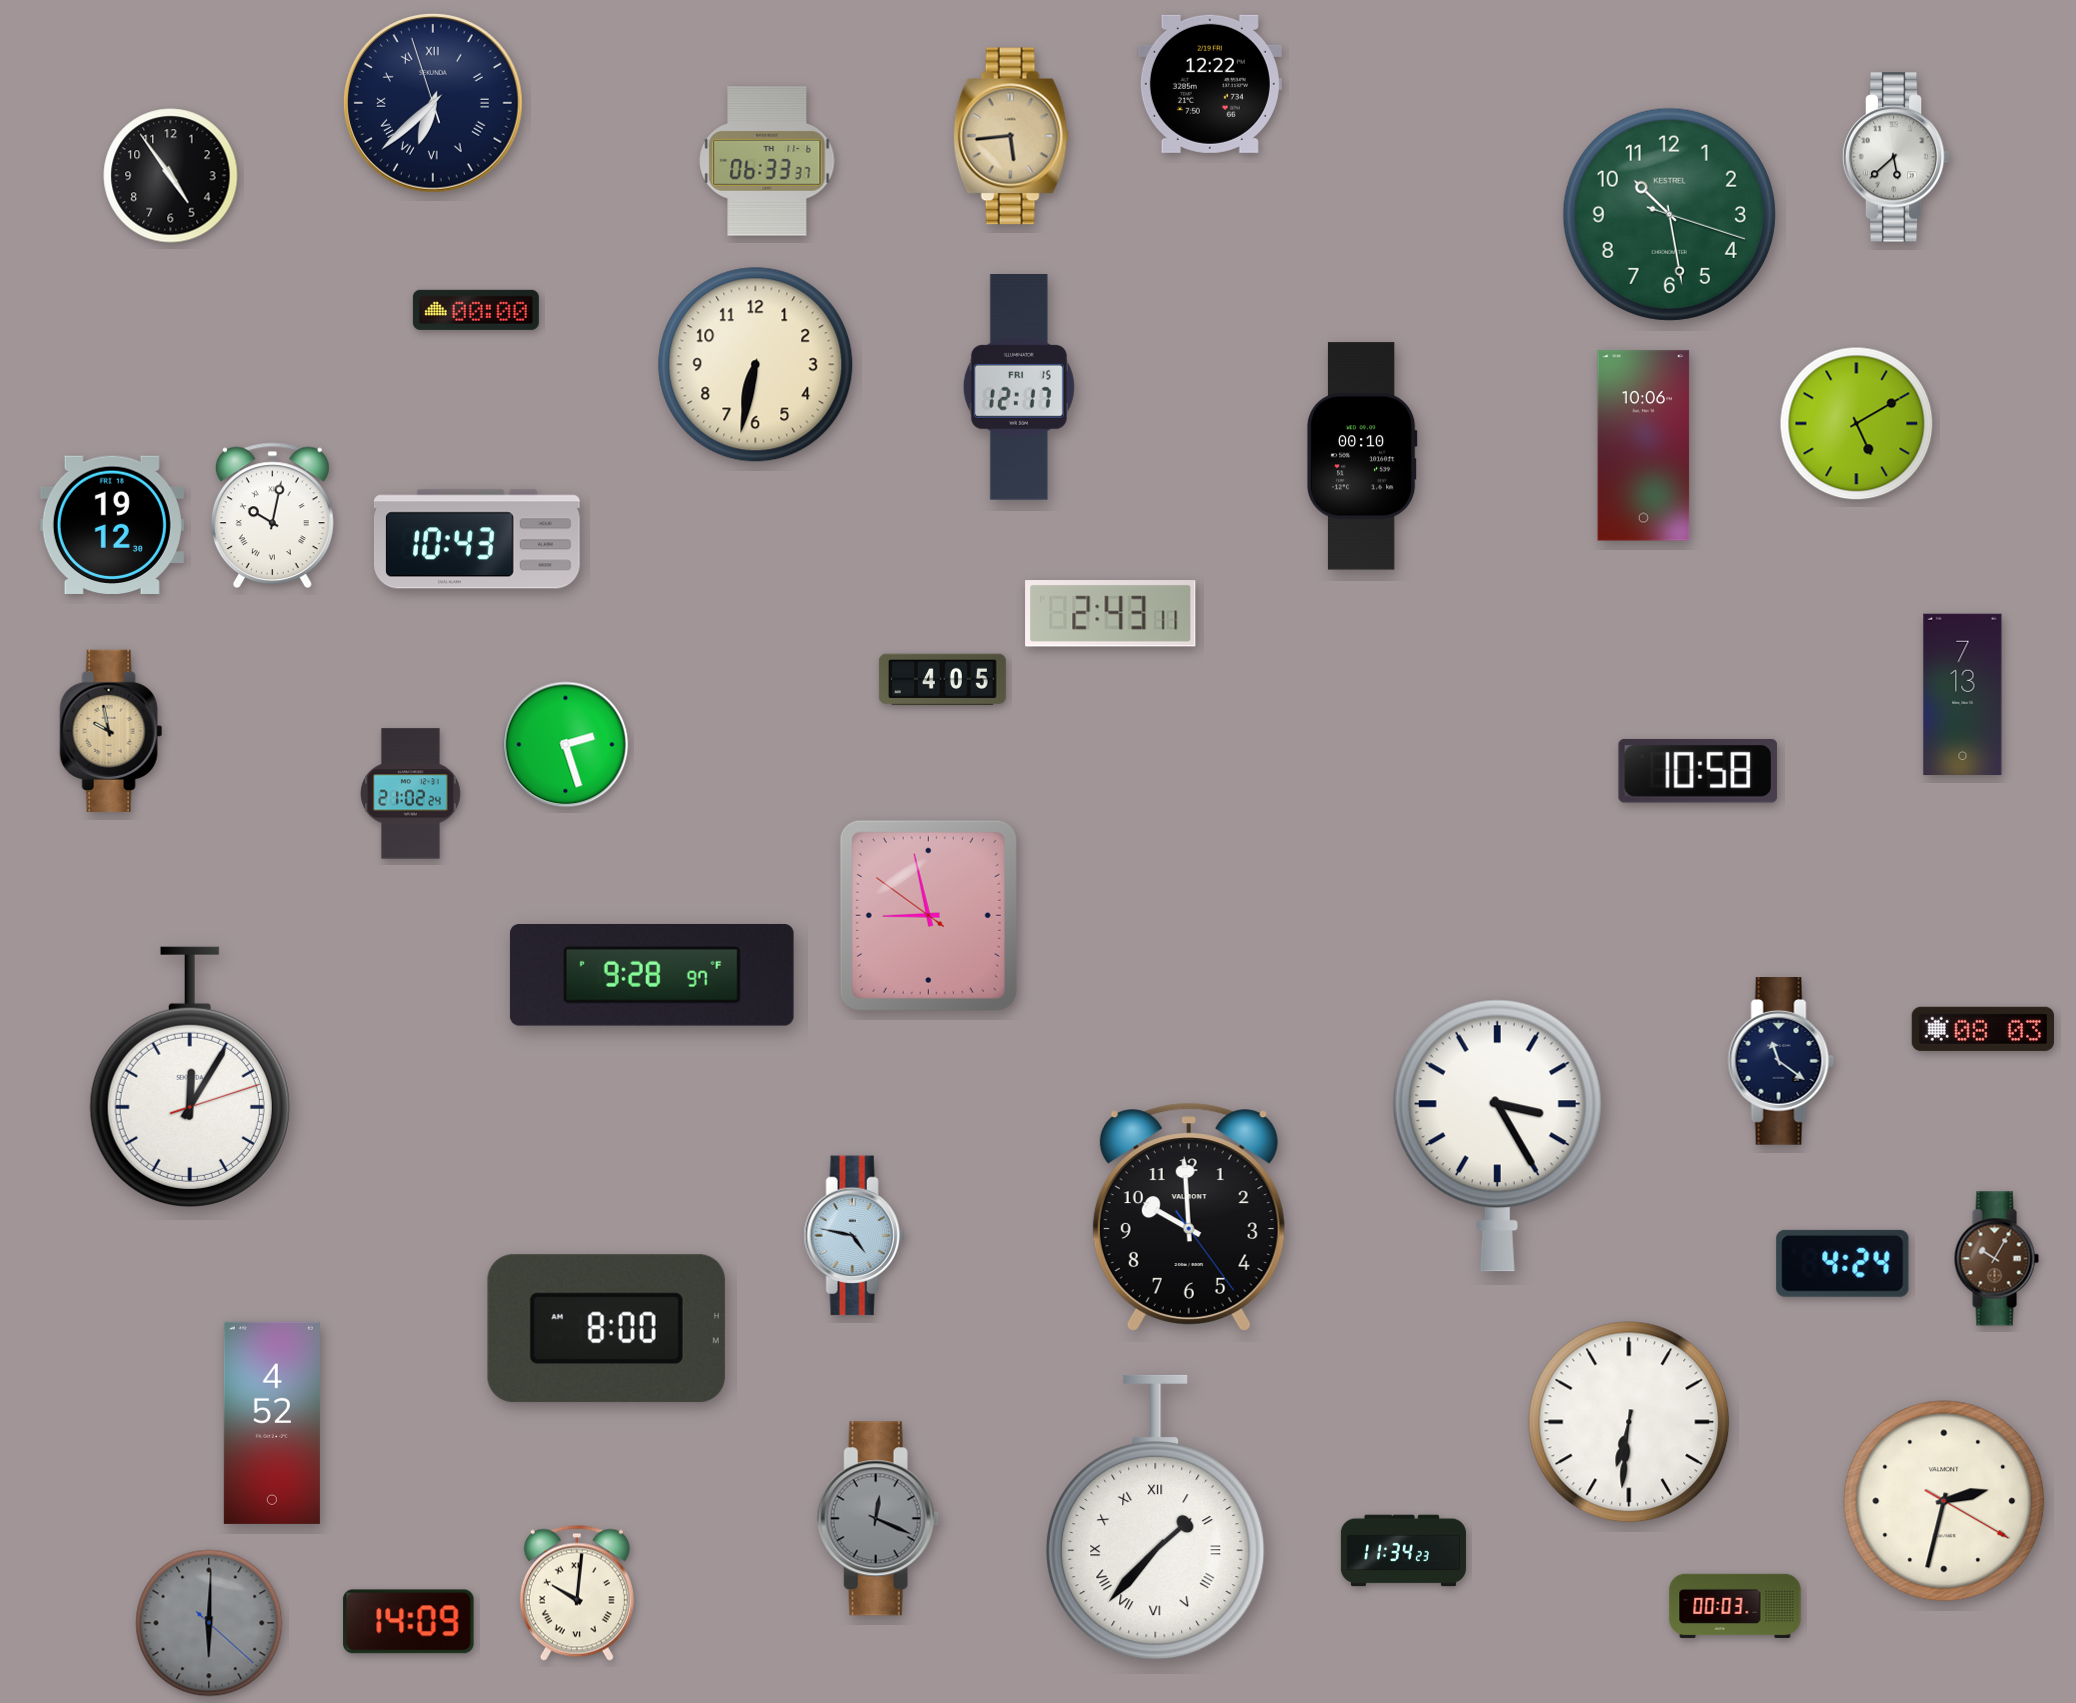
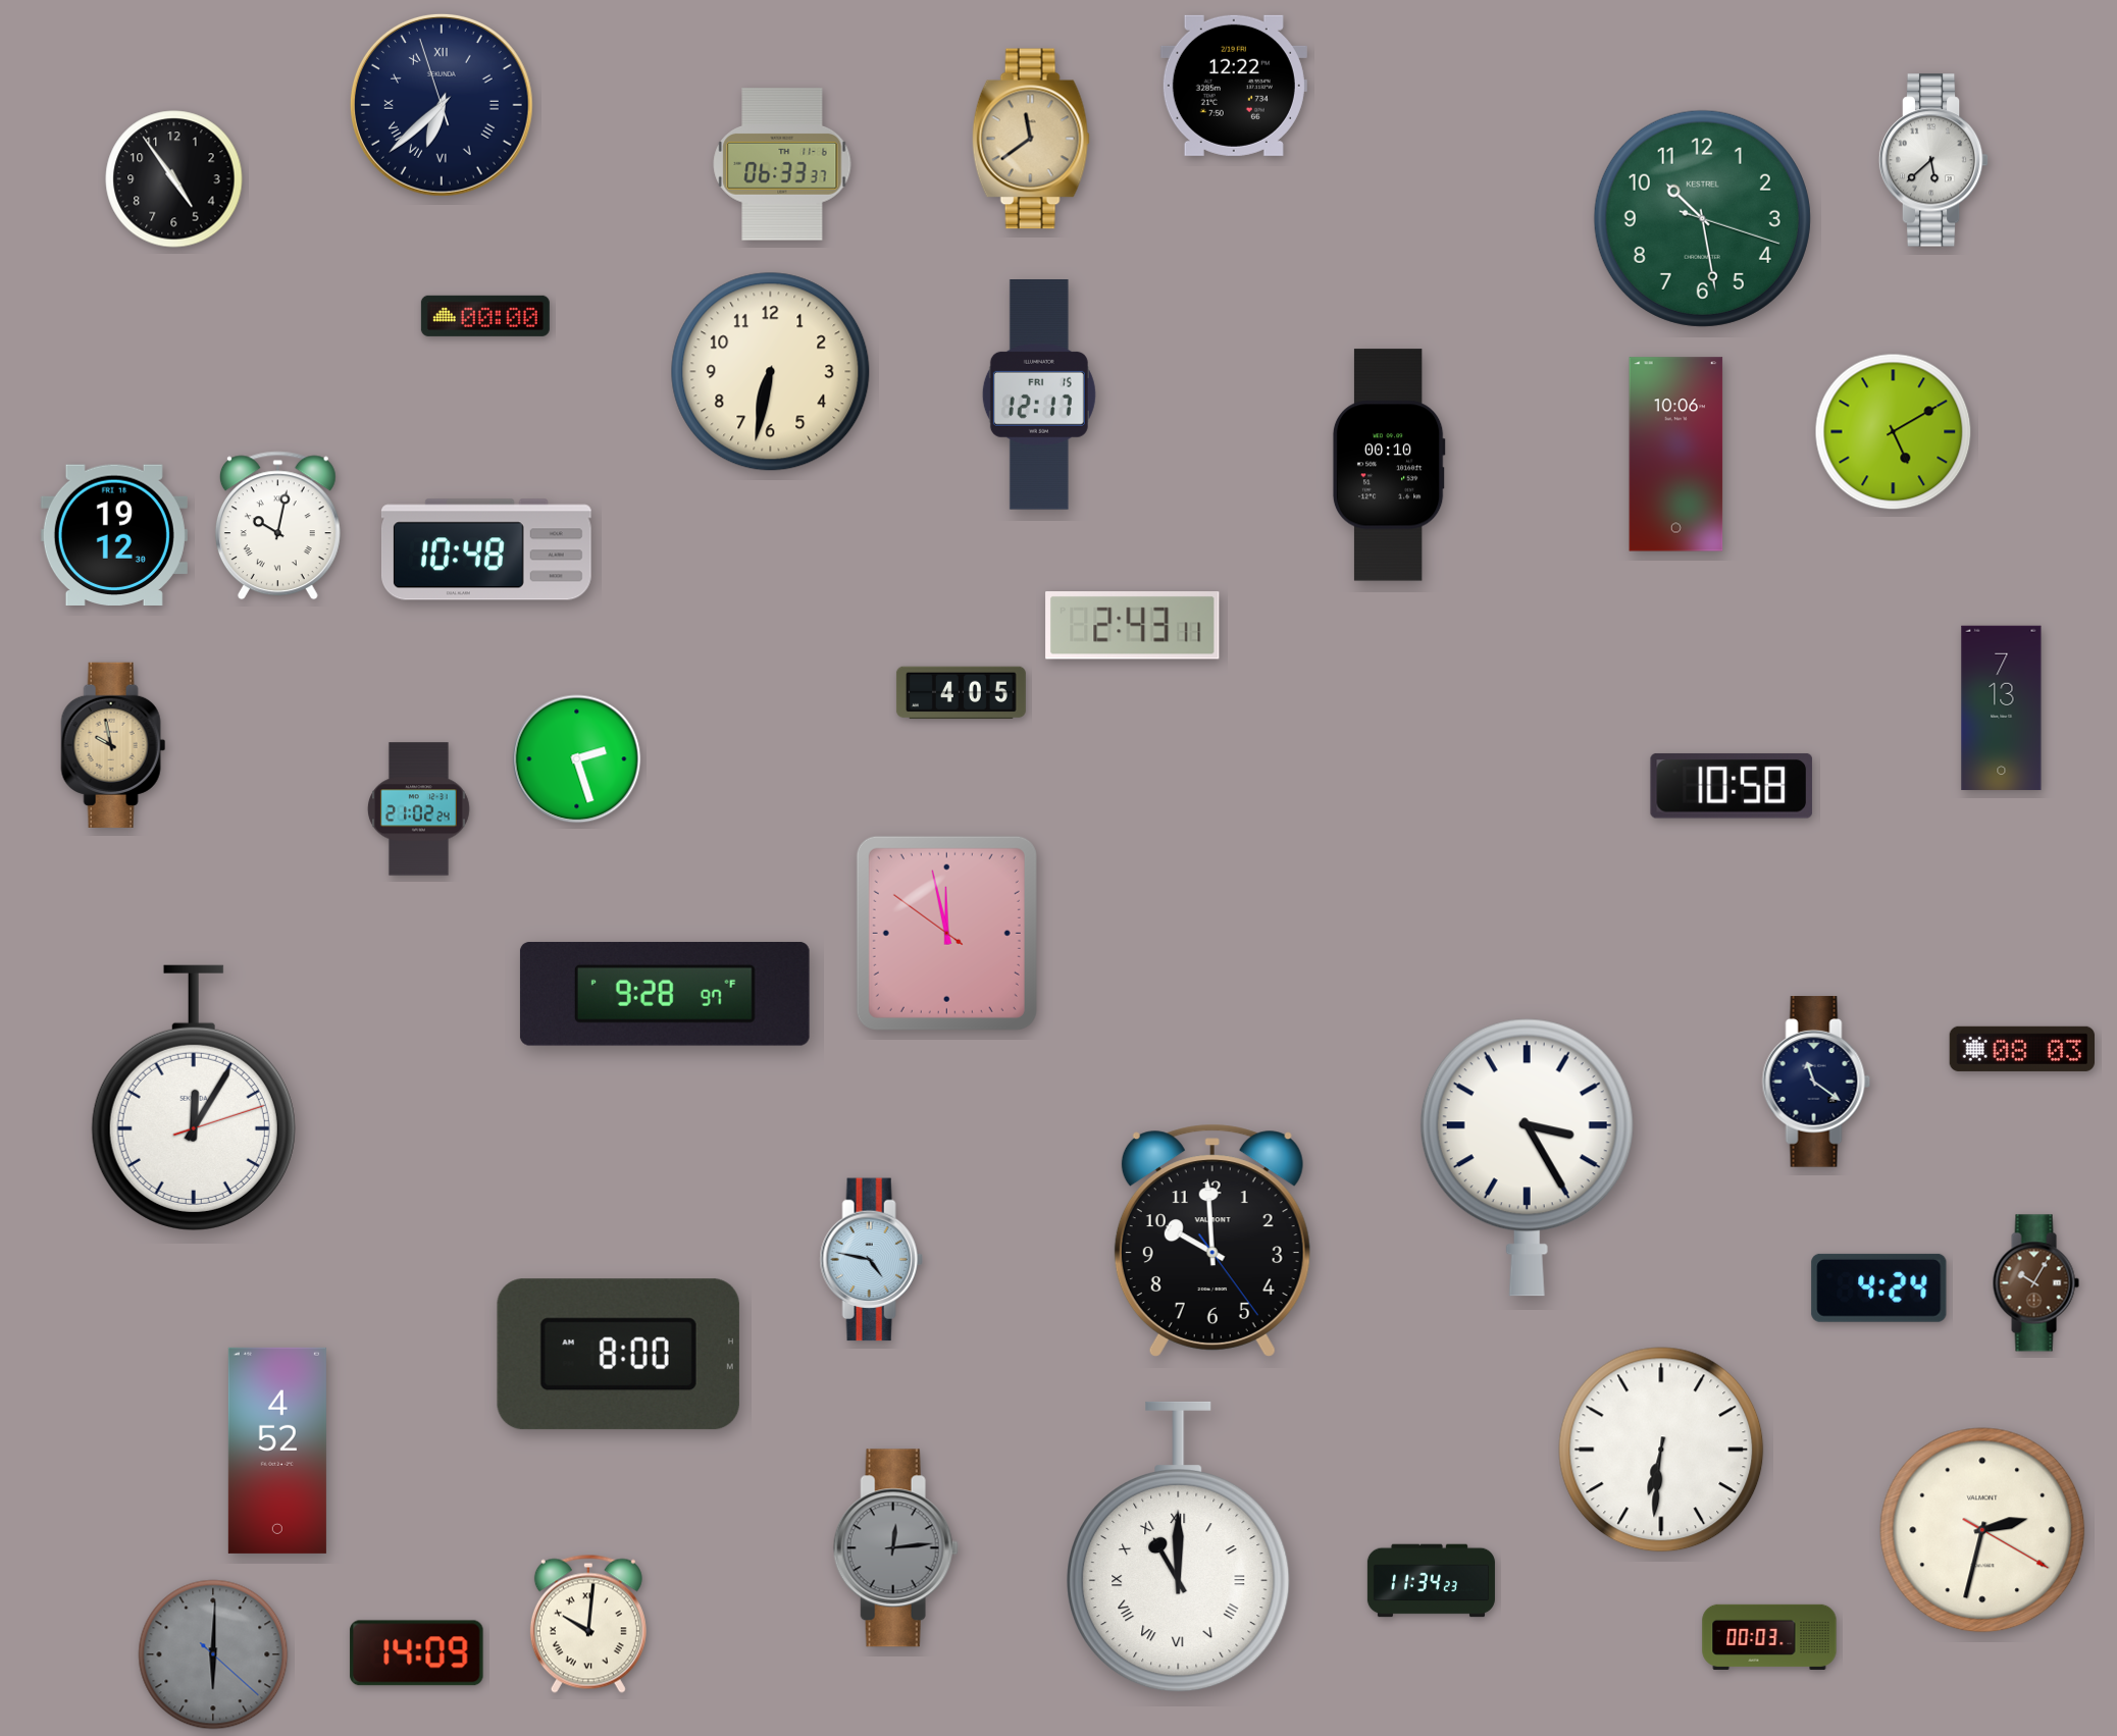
clock at (1011, 136): 5:44 -> 11:39
clock at (477, 539): 10:43 -> 10:48
clock at (928, 915): 8:57 -> 11:57
clock at (1156, 1518): 1:37 -> 11:00
clock at (878, 1519): 12:19 -> 12:14
